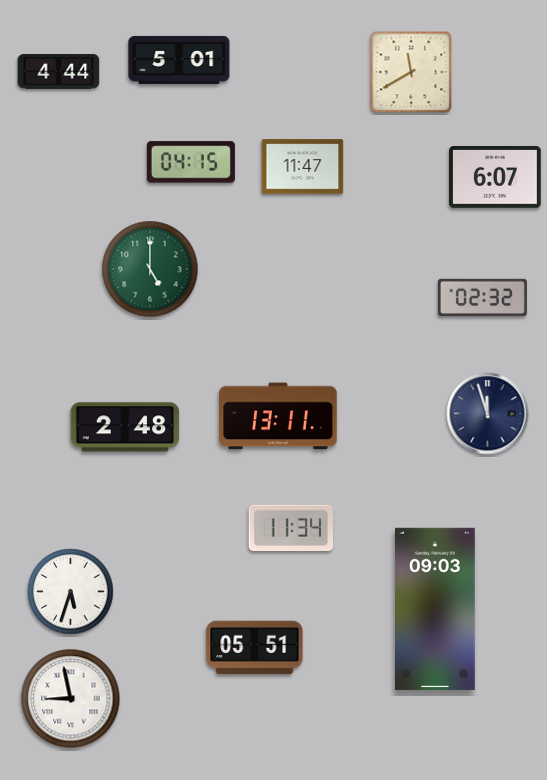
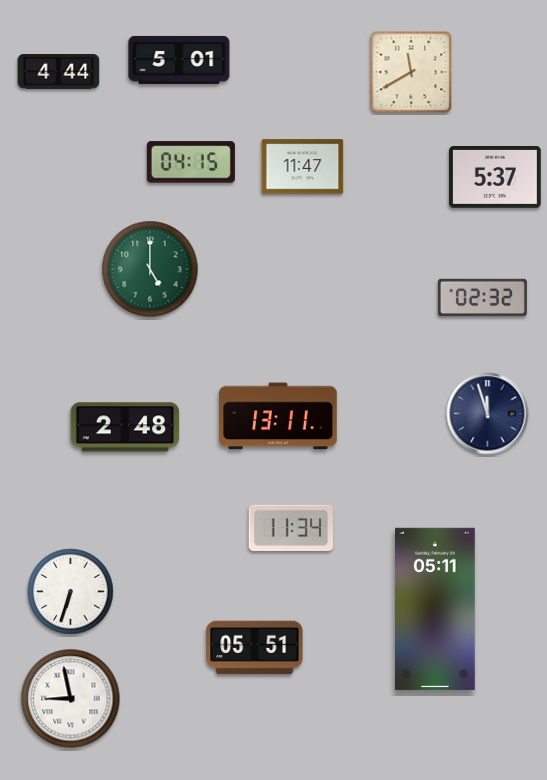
clock at (495, 178): 6:07 -> 5:37
clock at (71, 592): 5:33 -> 6:33
clock at (436, 609): 09:03 -> 05:11
